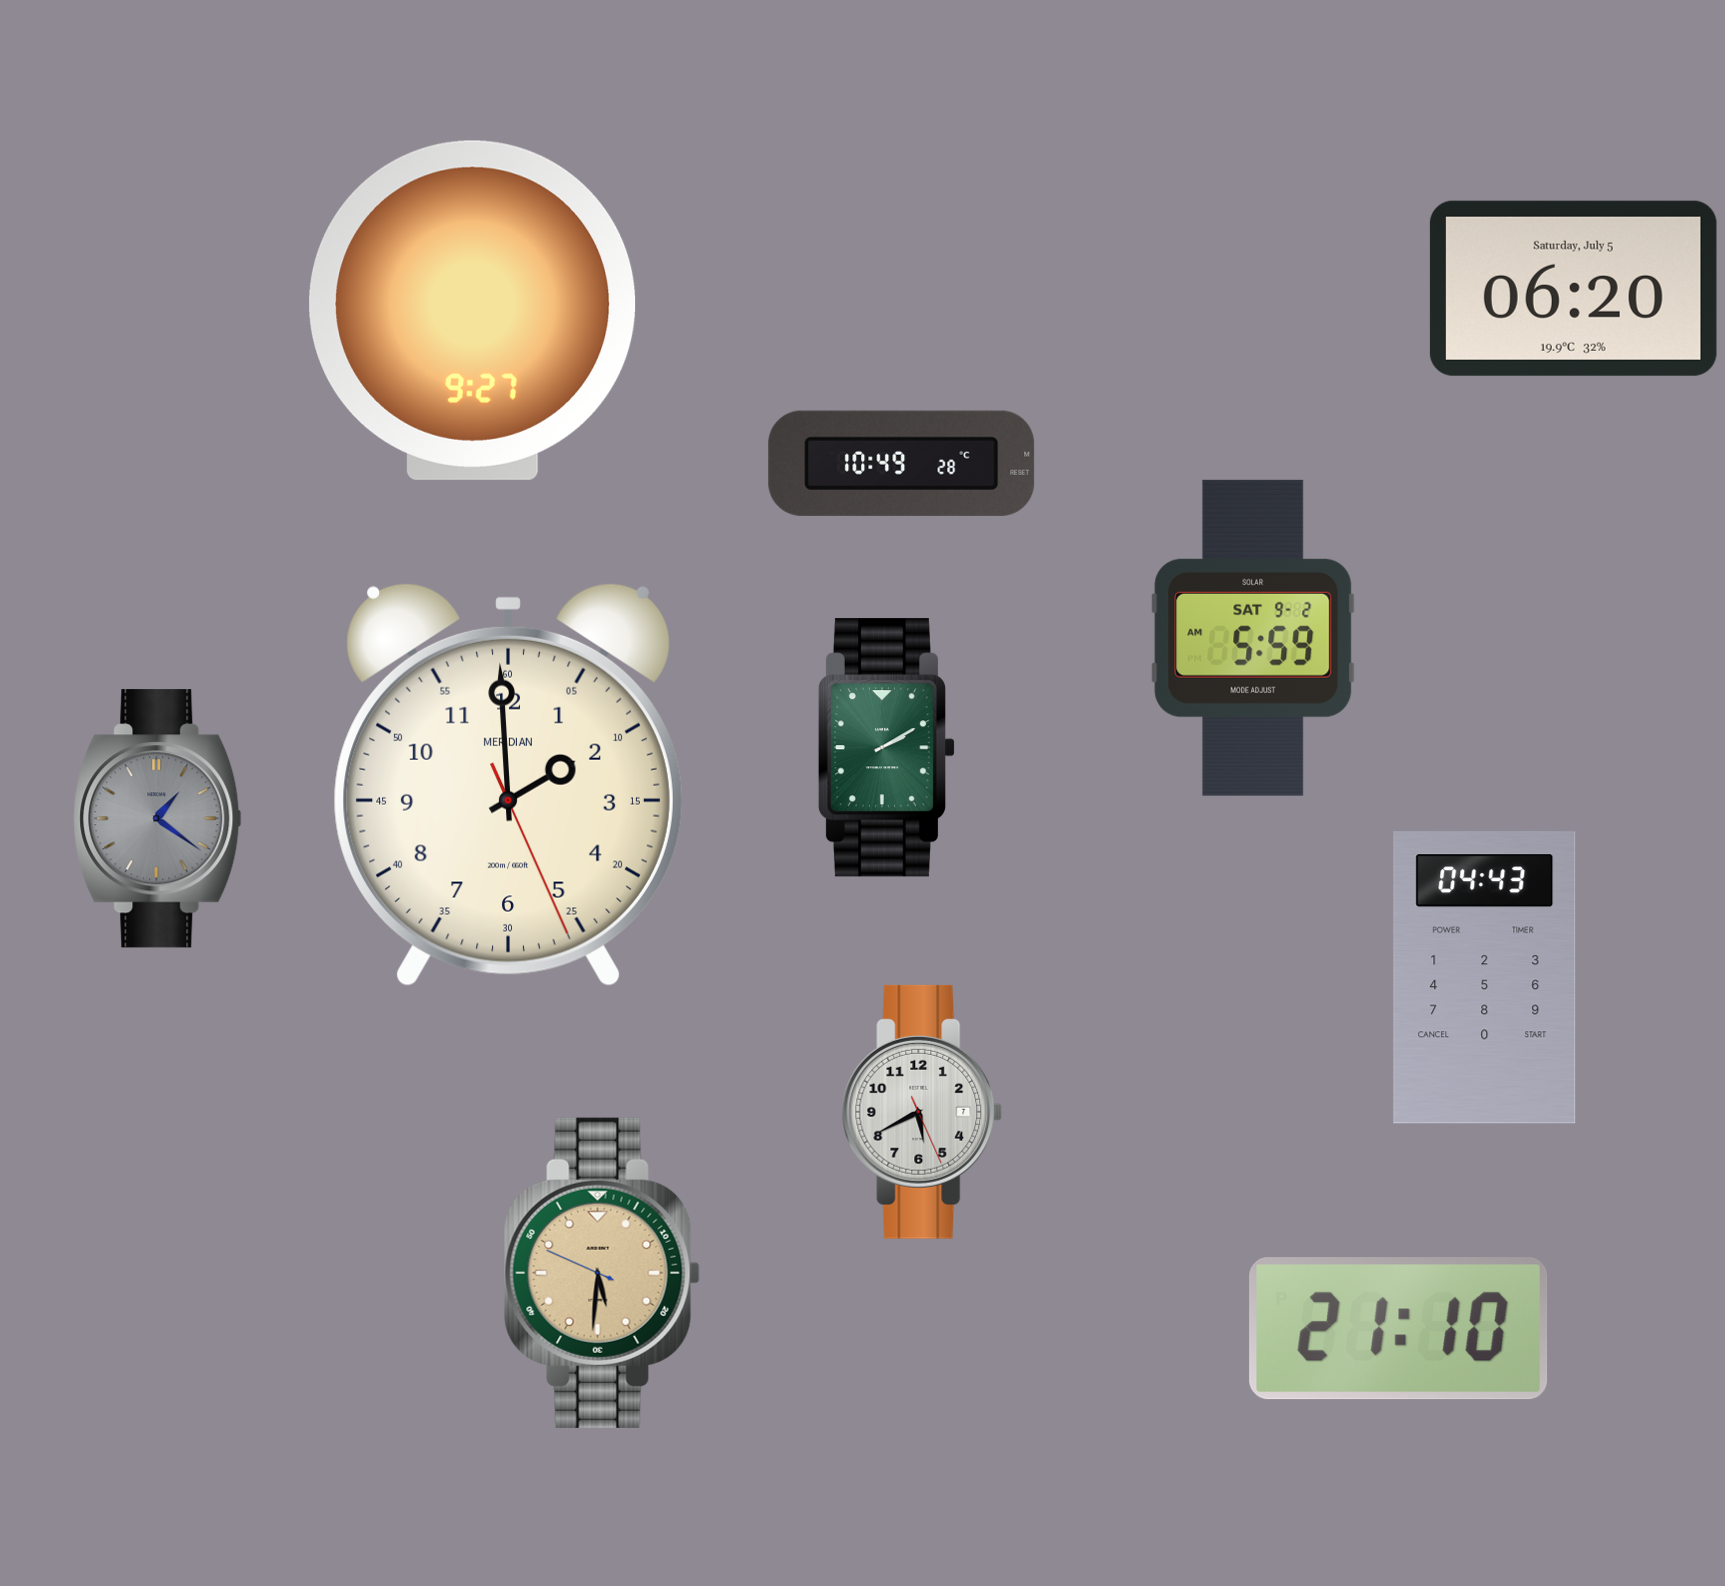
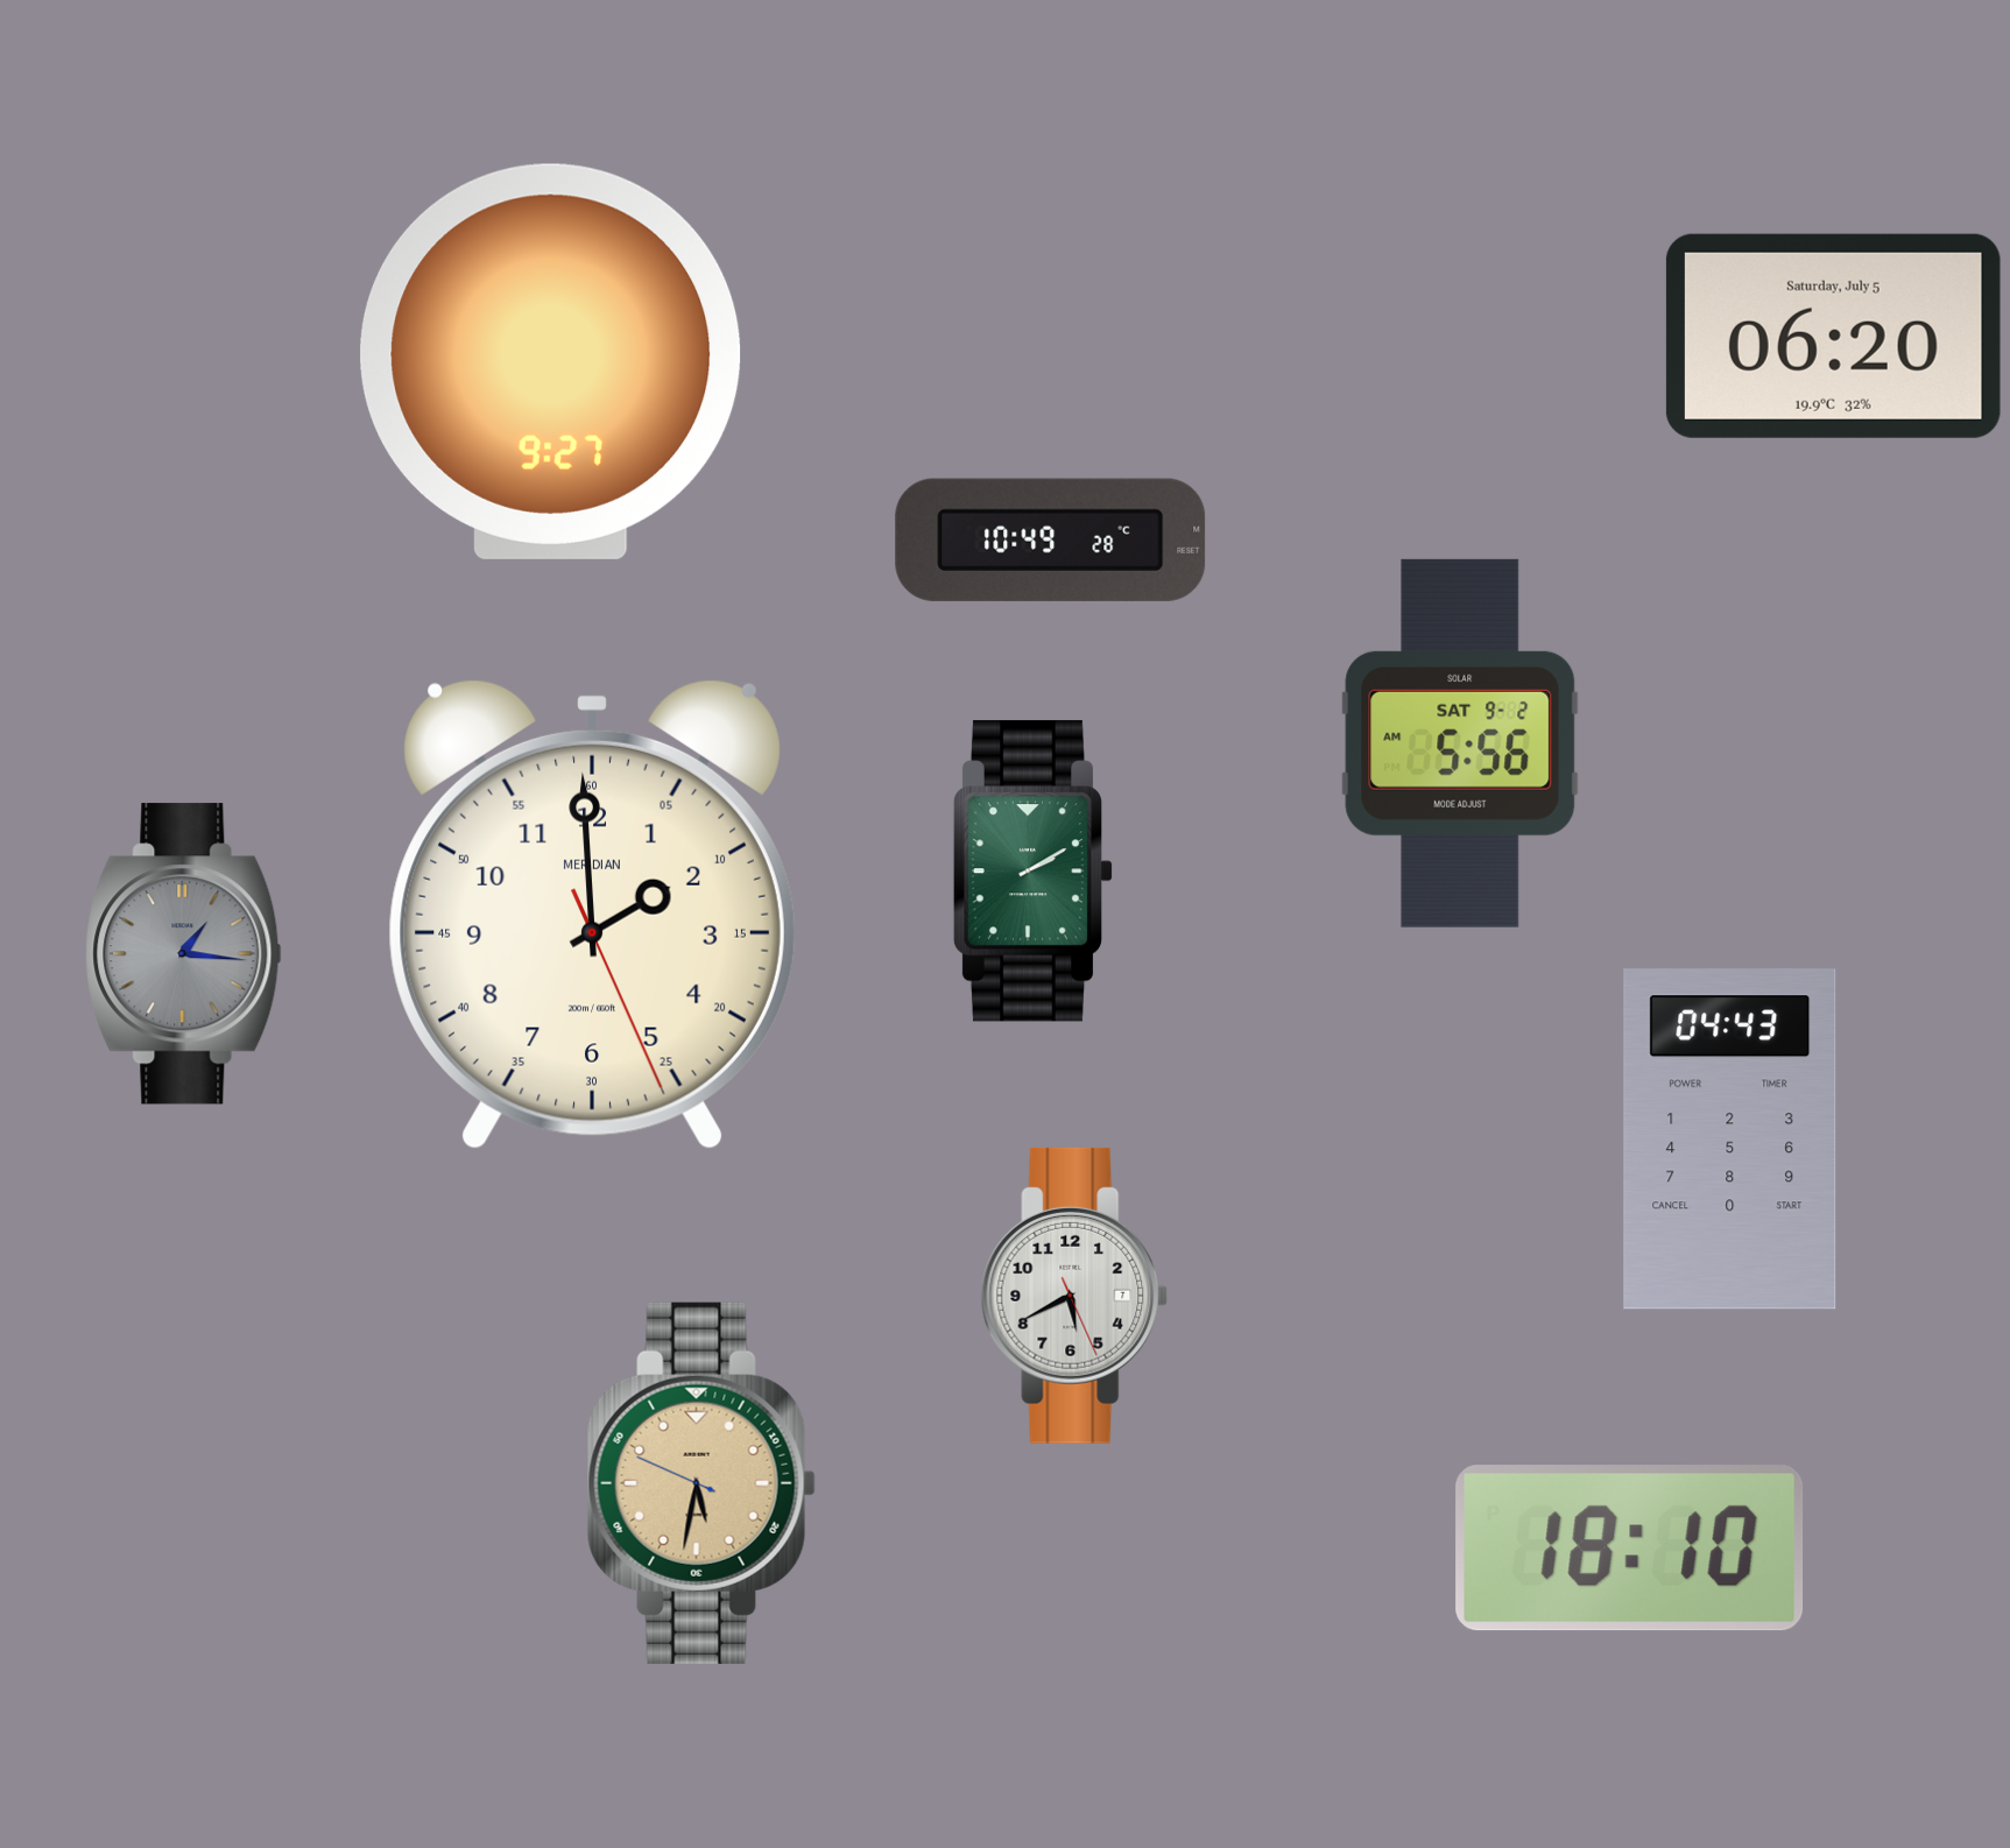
clock at (1253, 638): 5:59 -> 5:56
clock at (158, 819): 1:21 -> 1:16
clock at (602, 1273): 5:30 -> 5:31
clock at (1399, 1329): 21:10 -> 18:10
